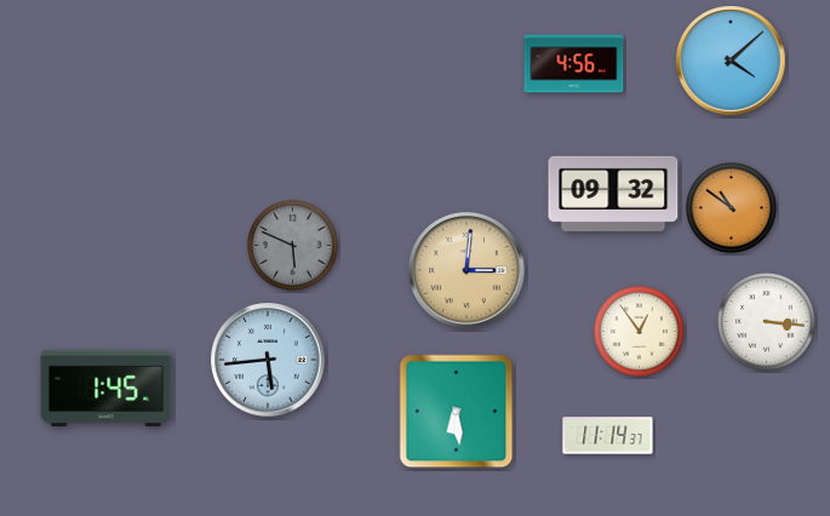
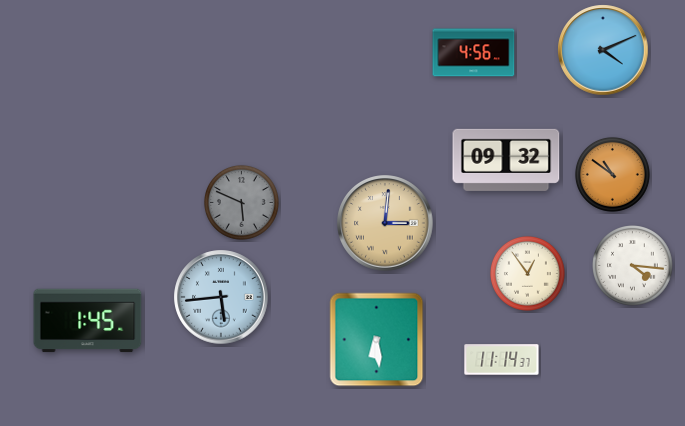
clock at (731, 61): 4:08 -> 4:11
clock at (731, 207) position: (731, 207) -> (612, 174)
clock at (767, 322): 3:16 -> 4:16
